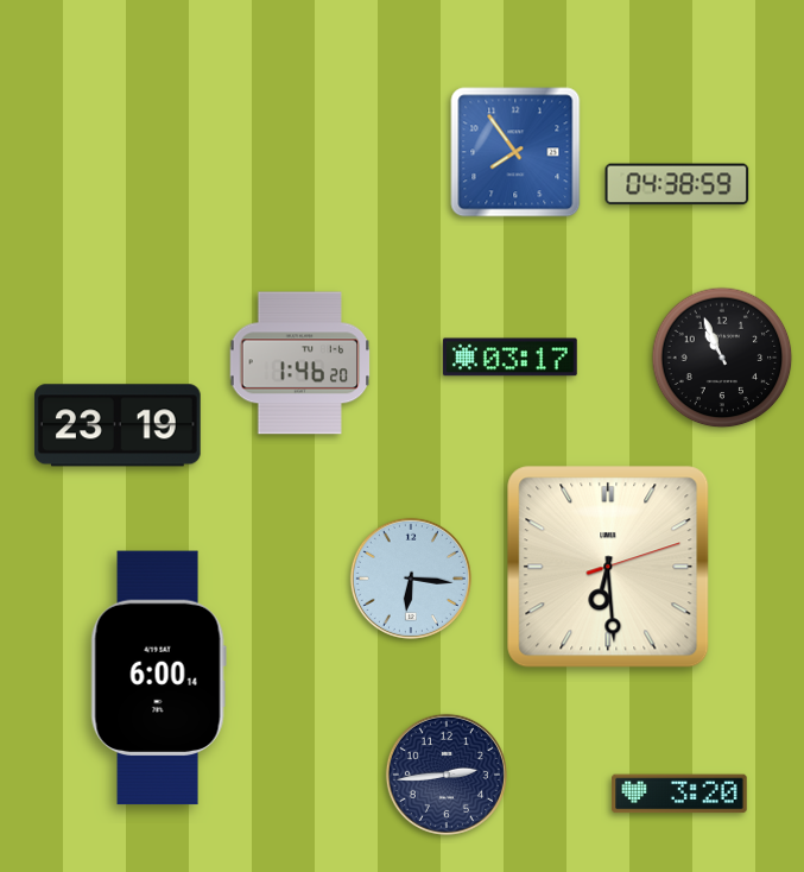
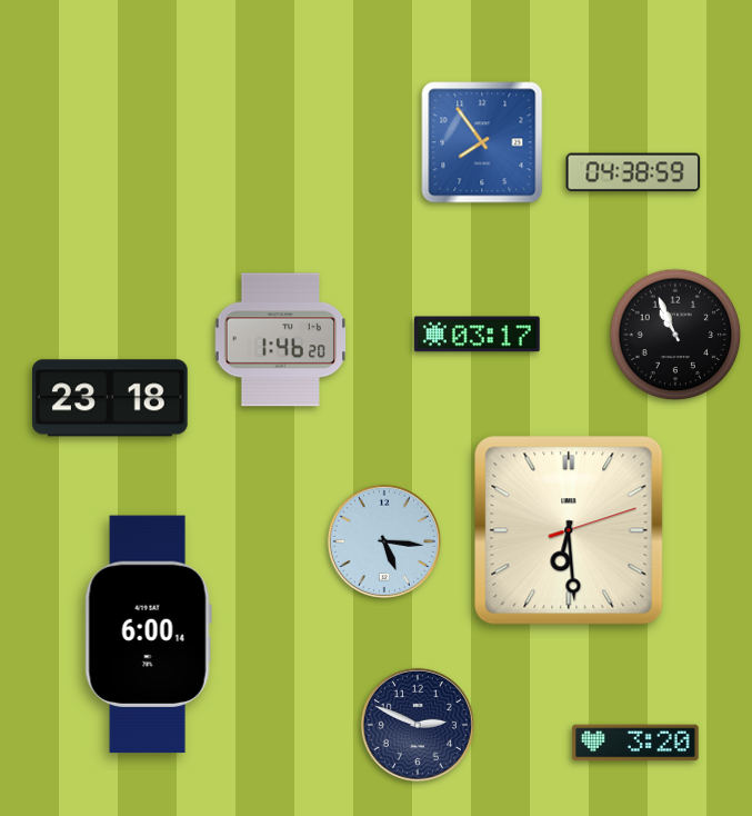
clock at (118, 425): 23:19 -> 23:18
clock at (411, 579): 6:16 -> 5:16
clock at (447, 775): 2:44 -> 2:49
